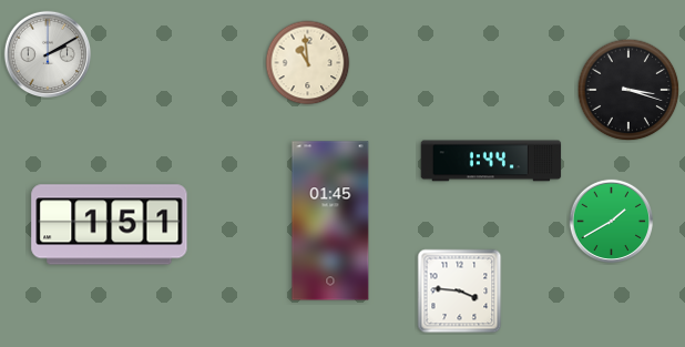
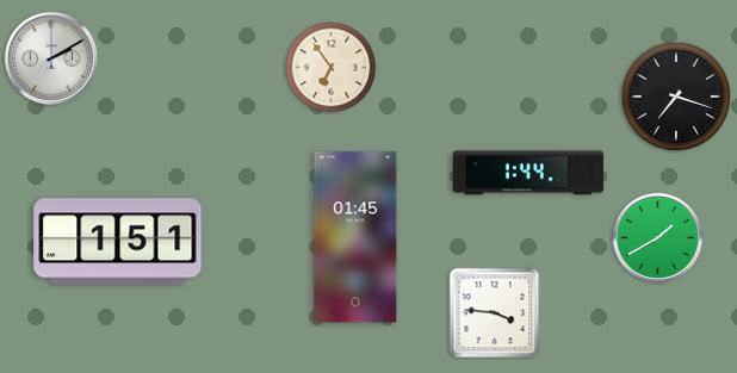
clock at (308, 63): 10:59 -> 6:54
clock at (628, 90): 3:18 -> 7:18
